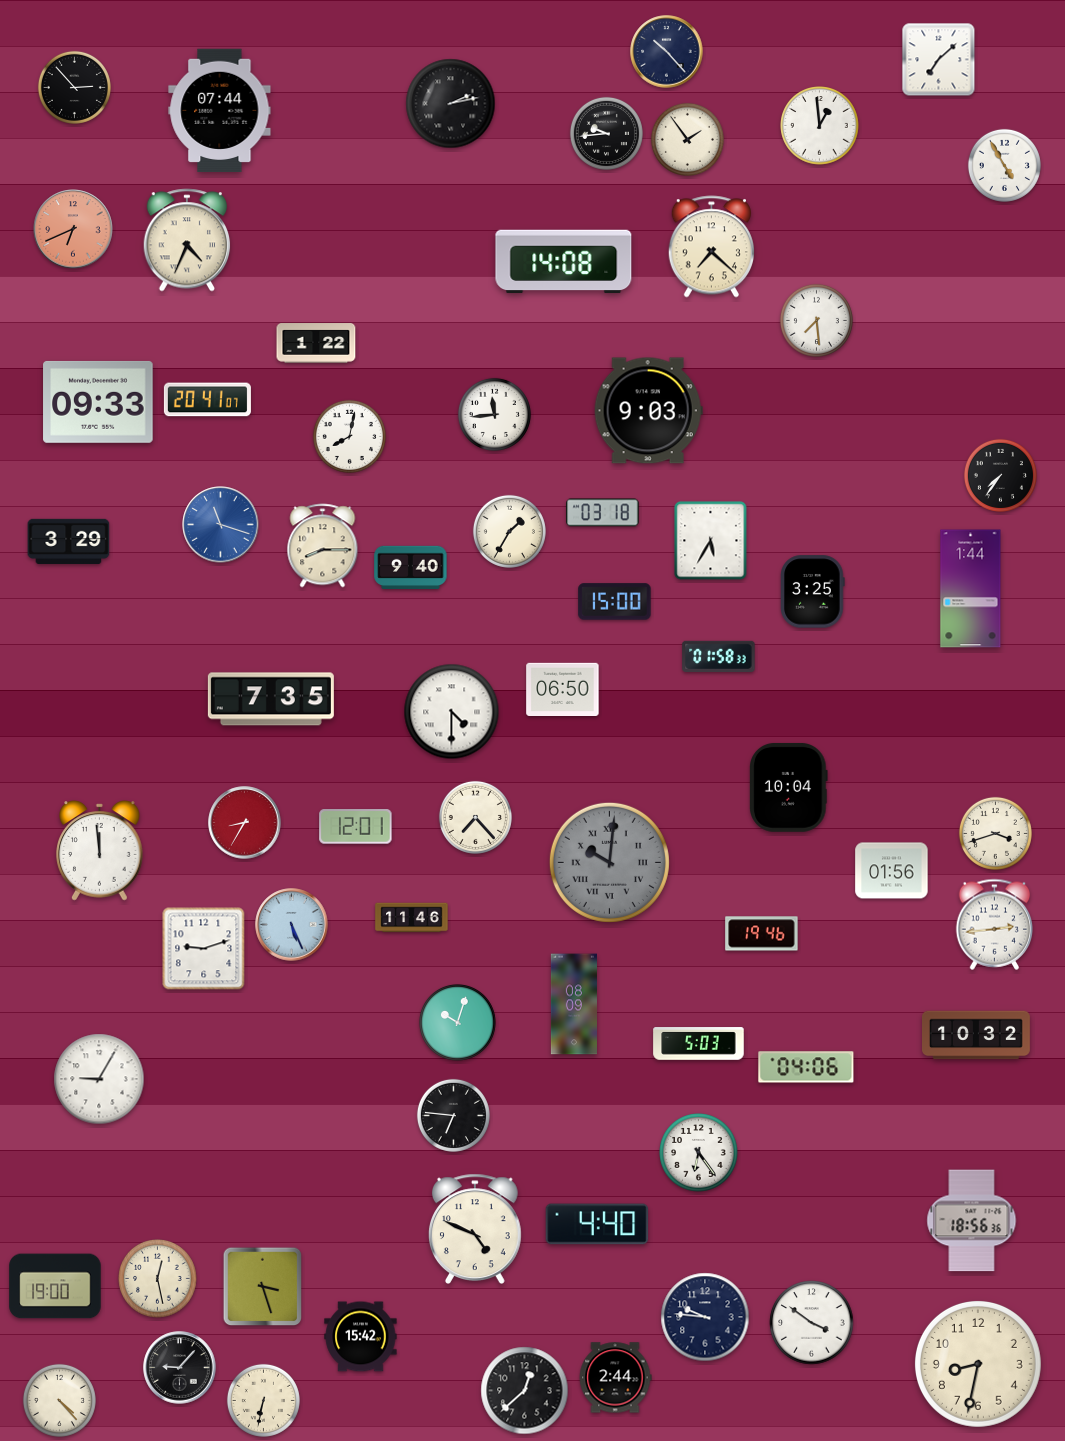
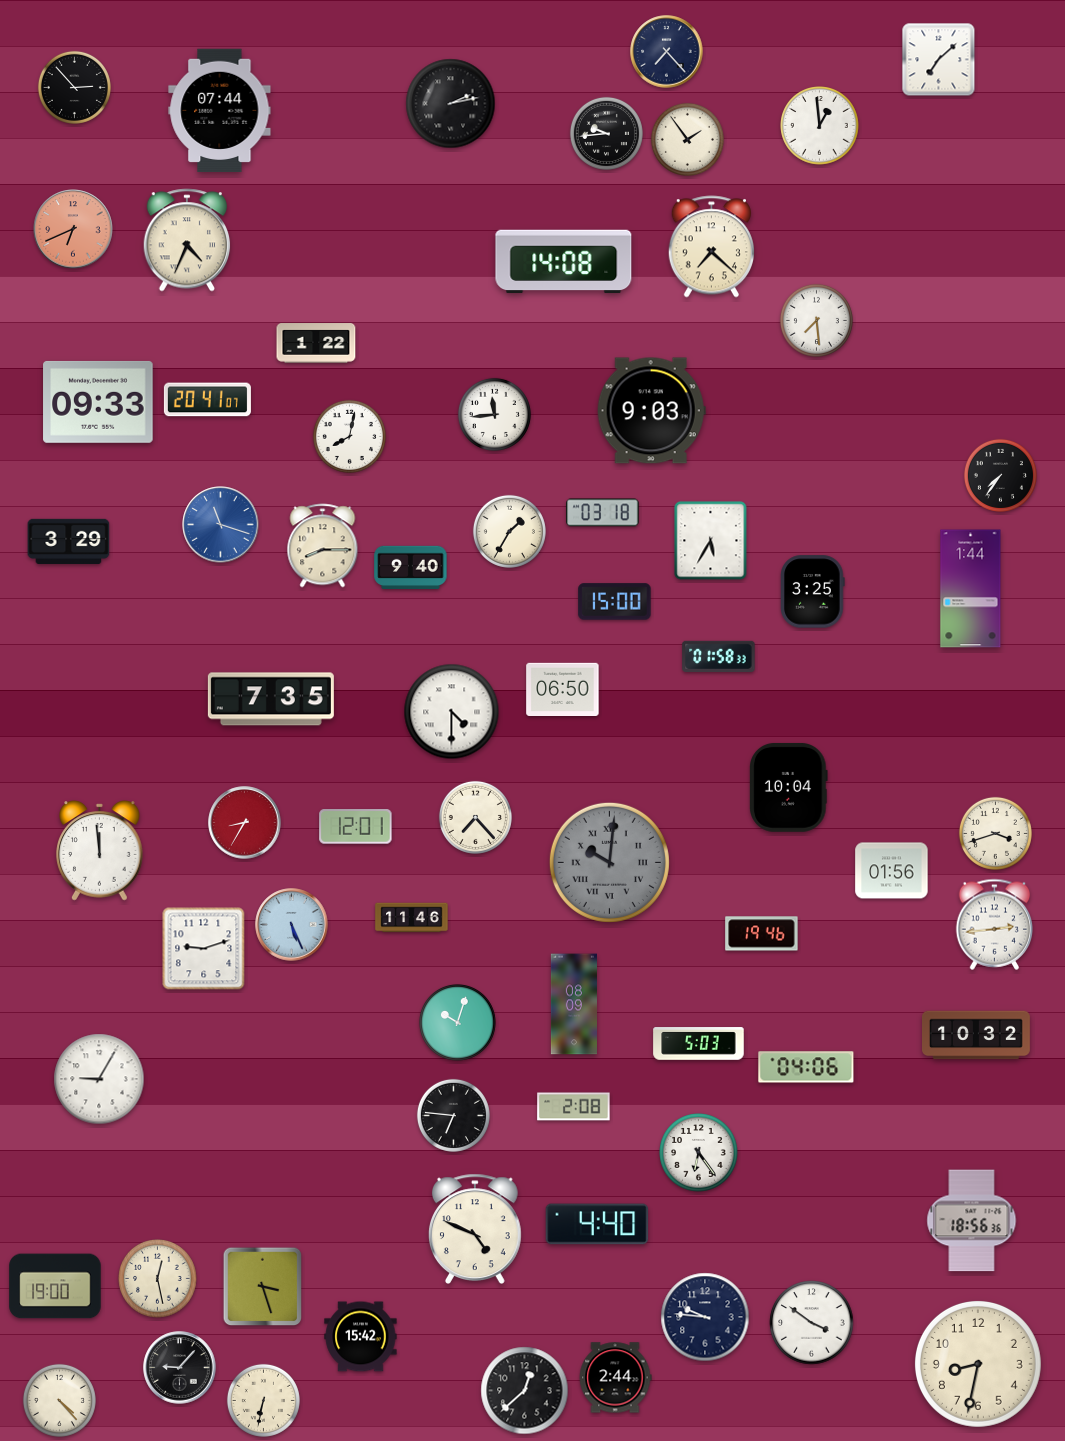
clock at (667, 52): 10:23 -> 7:23
clock at (1004, 165): 4:55 -> none
clock at (648, 411) position: (648, 411) -> (651, 411)
clock at (574, 1107): none -> 2:08
